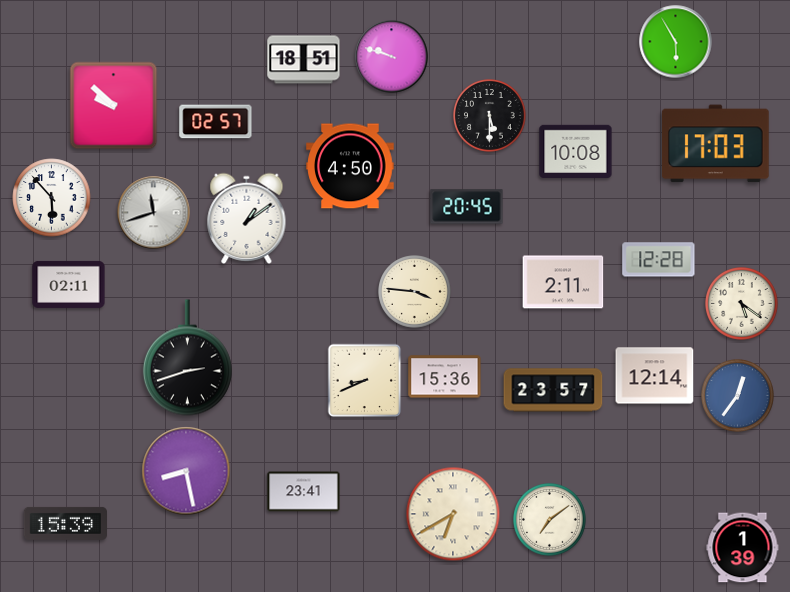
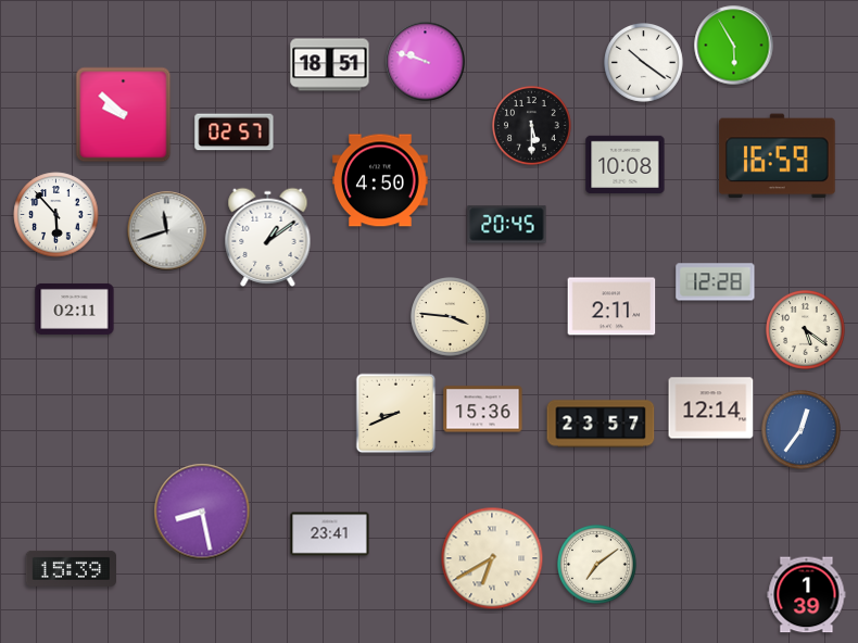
clock at (644, 63): none -> 10:21
clock at (716, 144): 17:03 -> 16:59
clock at (187, 358): 2:42 -> none
